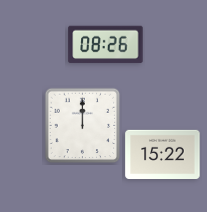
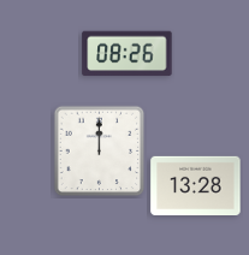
clock at (163, 154): 15:22 -> 13:28
